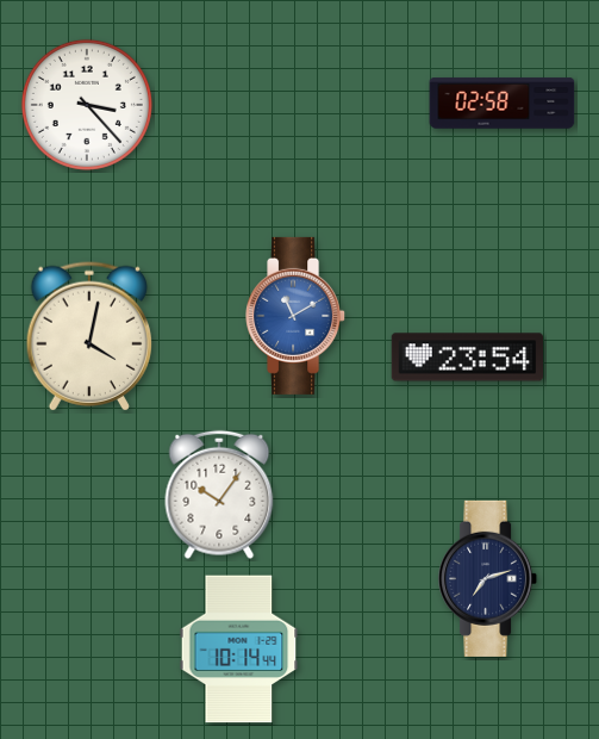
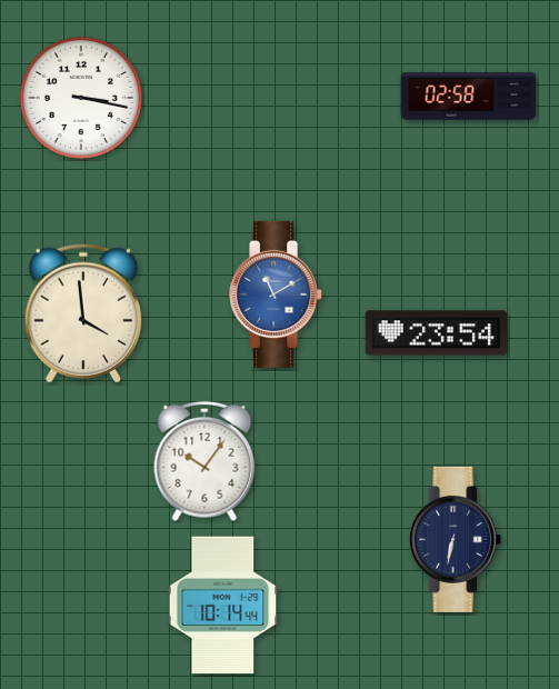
clock at (87, 105): 3:23 -> 3:17
clock at (88, 336): 4:02 -> 3:59
clock at (488, 578): 7:12 -> 6:32
